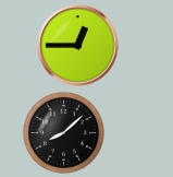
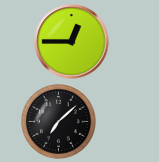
clock at (64, 133): 8:08 -> 7:08
